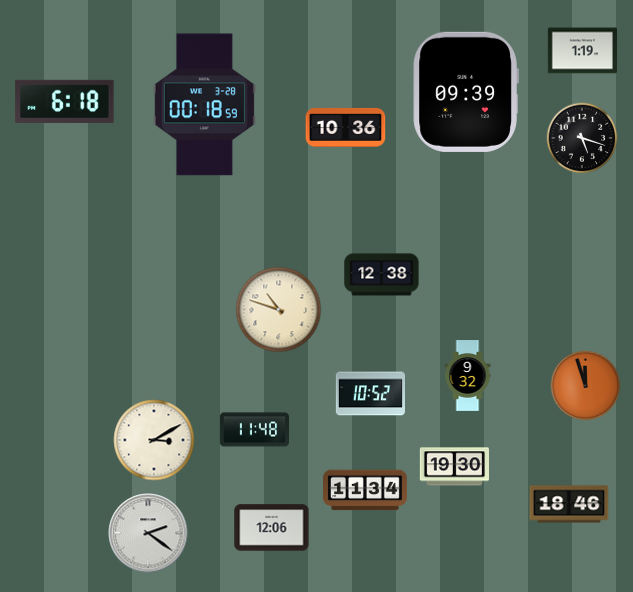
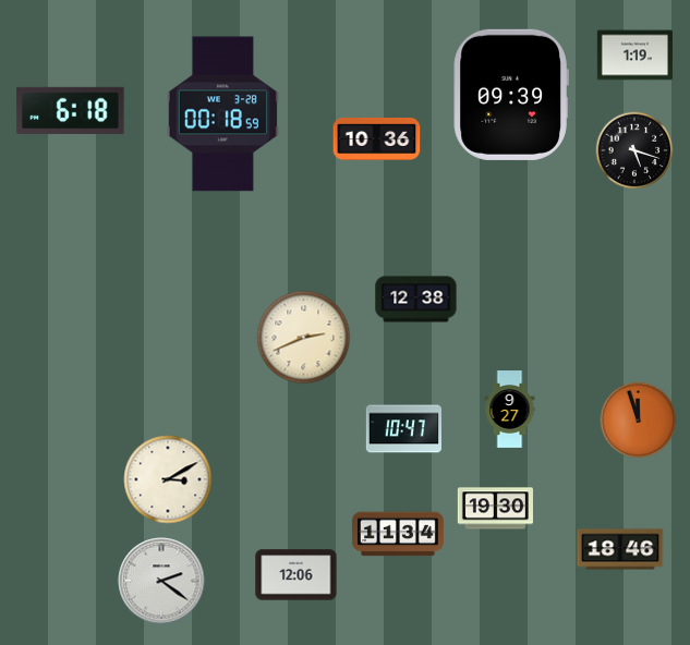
clock at (466, 92) position: (466, 92) -> (511, 95)
clock at (279, 310): 10:48 -> 2:41
clock at (468, 376): 9:32 -> 9:27
clock at (370, 394): 10:52 -> 10:47
clock at (254, 430): 11:48 -> none
